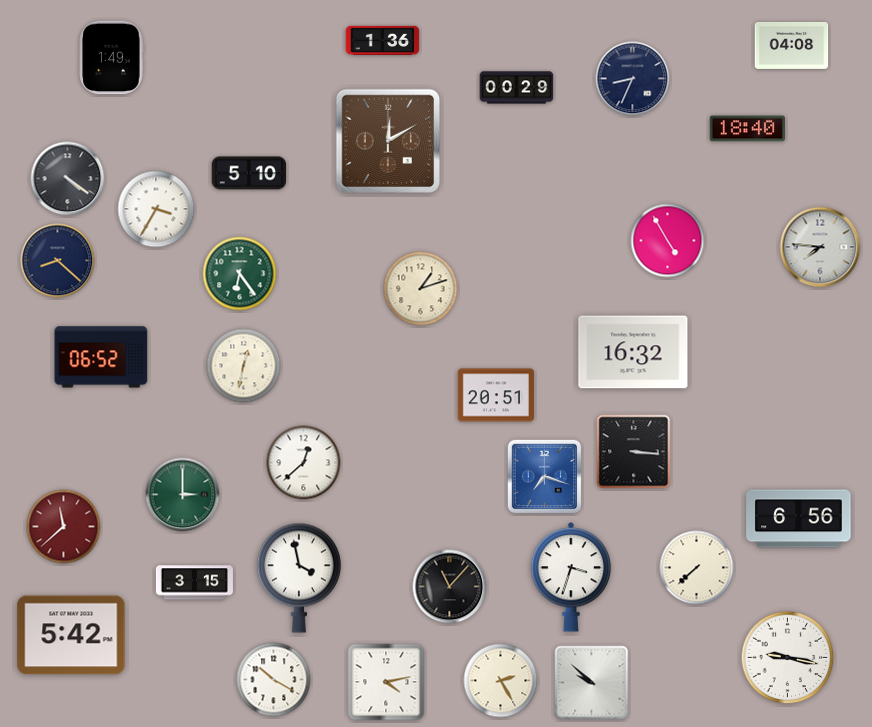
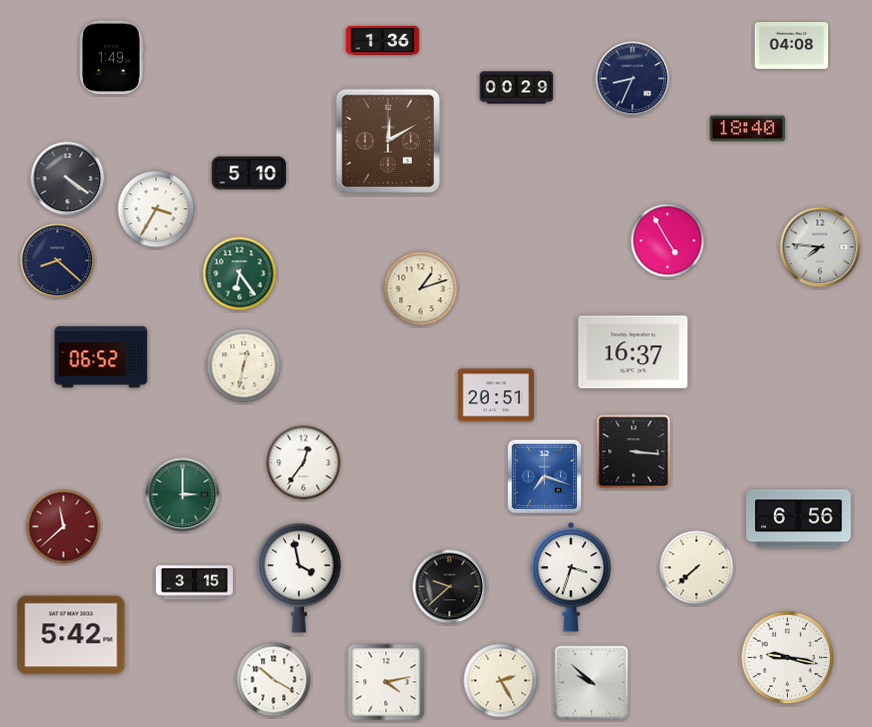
clock at (633, 352): 16:32 -> 16:37
clock at (304, 463): 12:38 -> 12:36
clock at (450, 587): 11:07 -> 9:38
